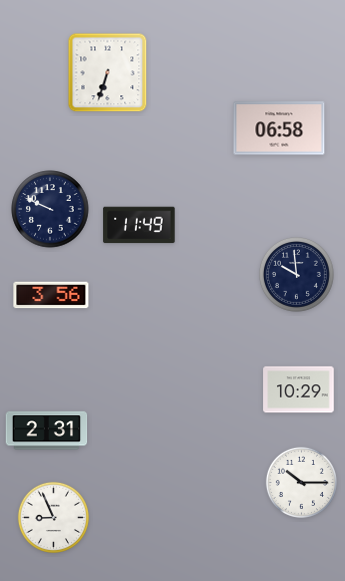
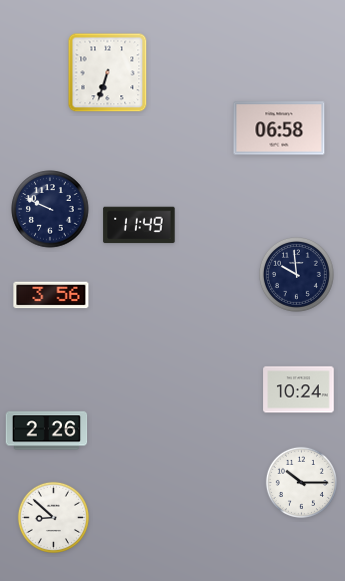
clock at (299, 390): 10:29 -> 10:24
clock at (47, 431): 2:31 -> 2:26
clock at (53, 517): 8:56 -> 8:52
